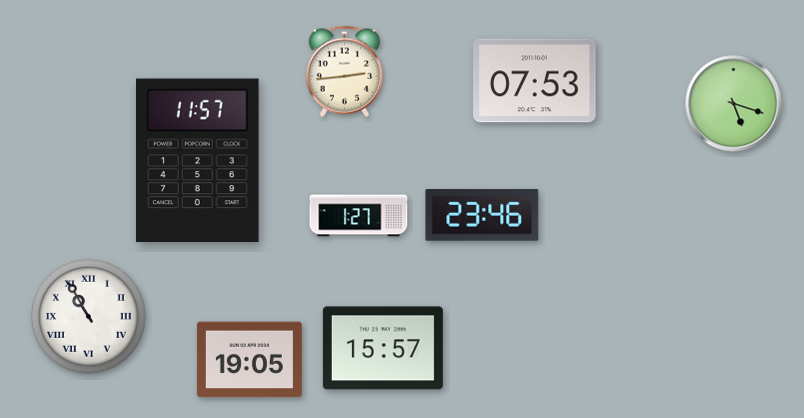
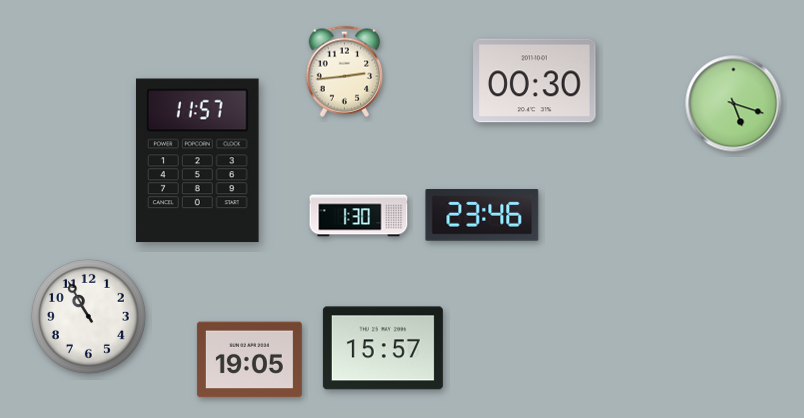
clock at (535, 81): 07:53 -> 00:30
clock at (359, 216): 1:27 -> 1:30
clock at (88, 316) numerals: Roman -> Arabic
